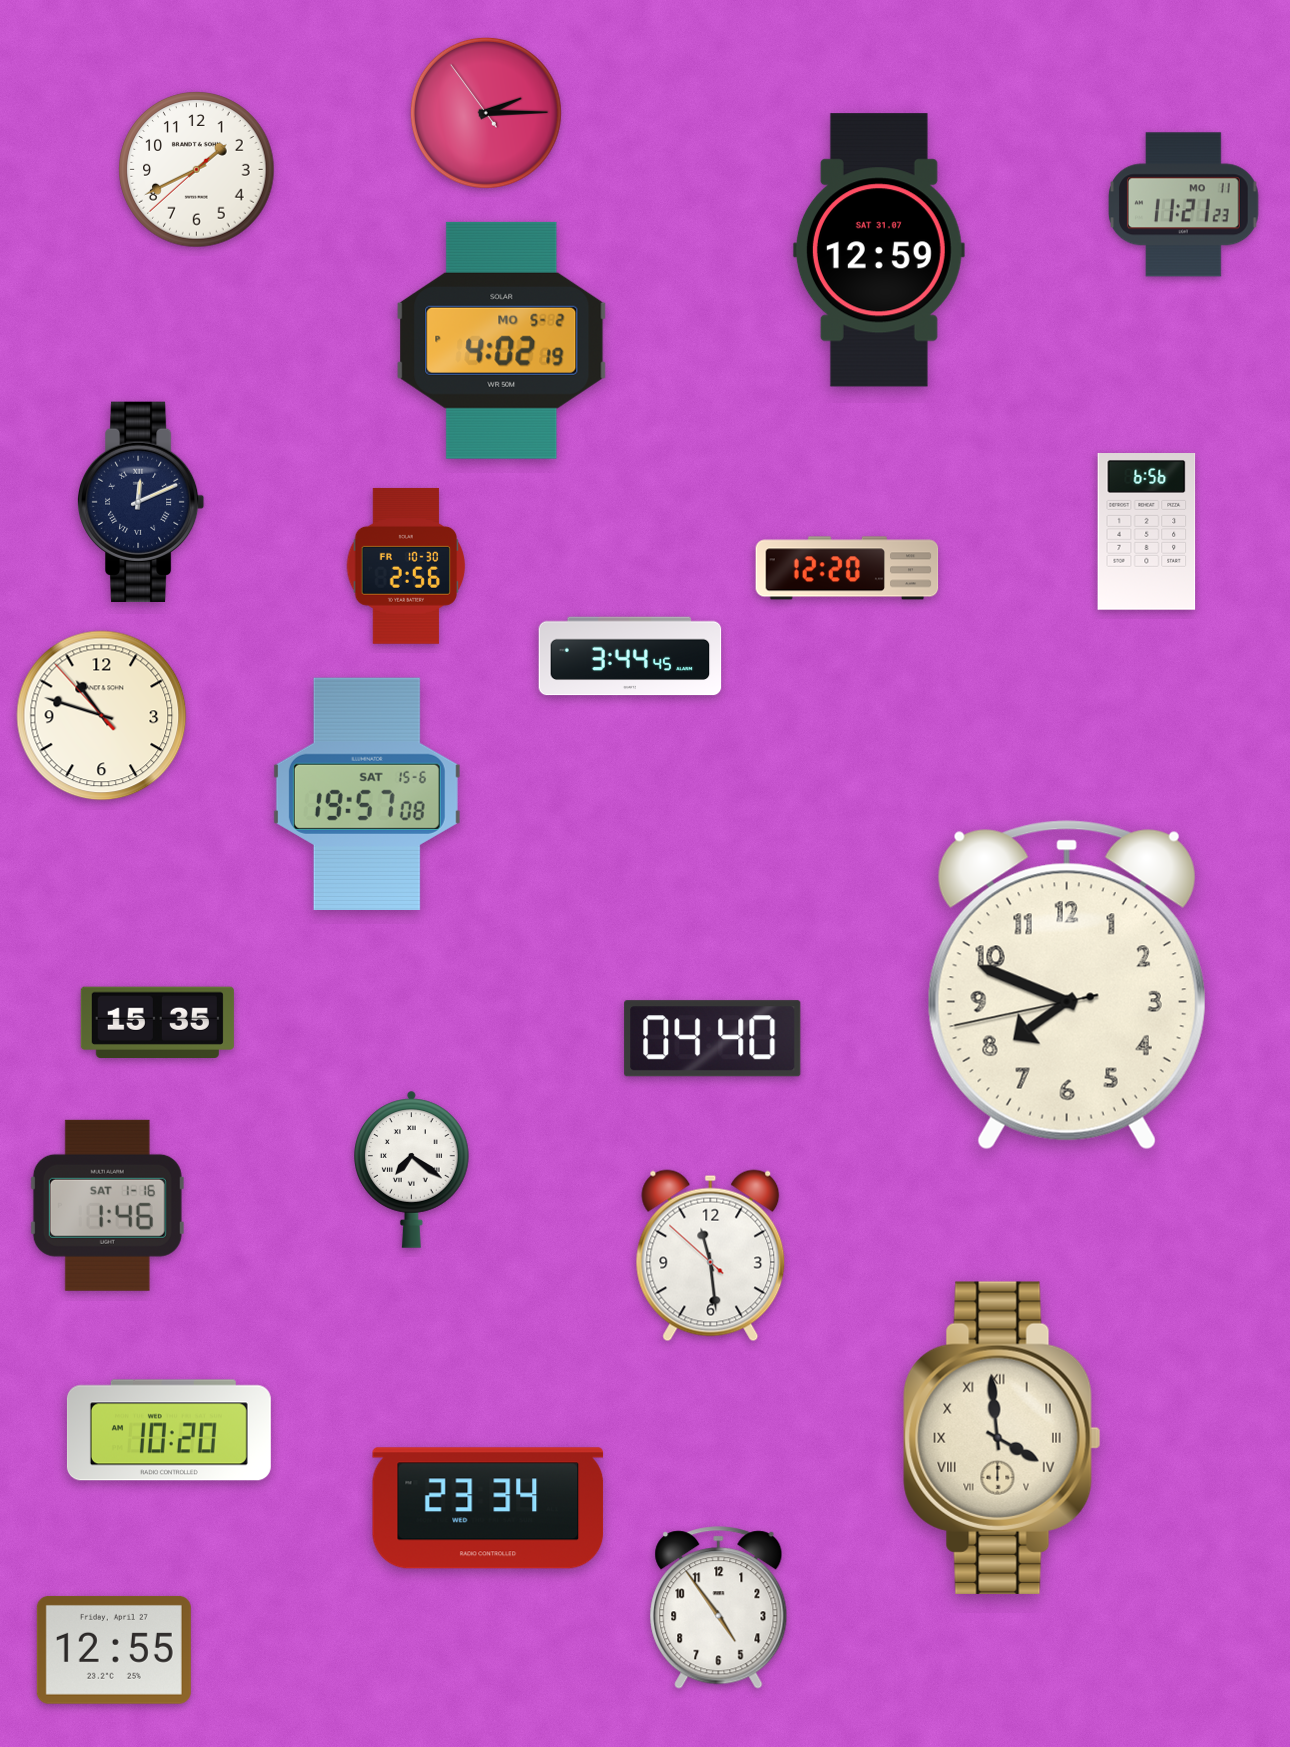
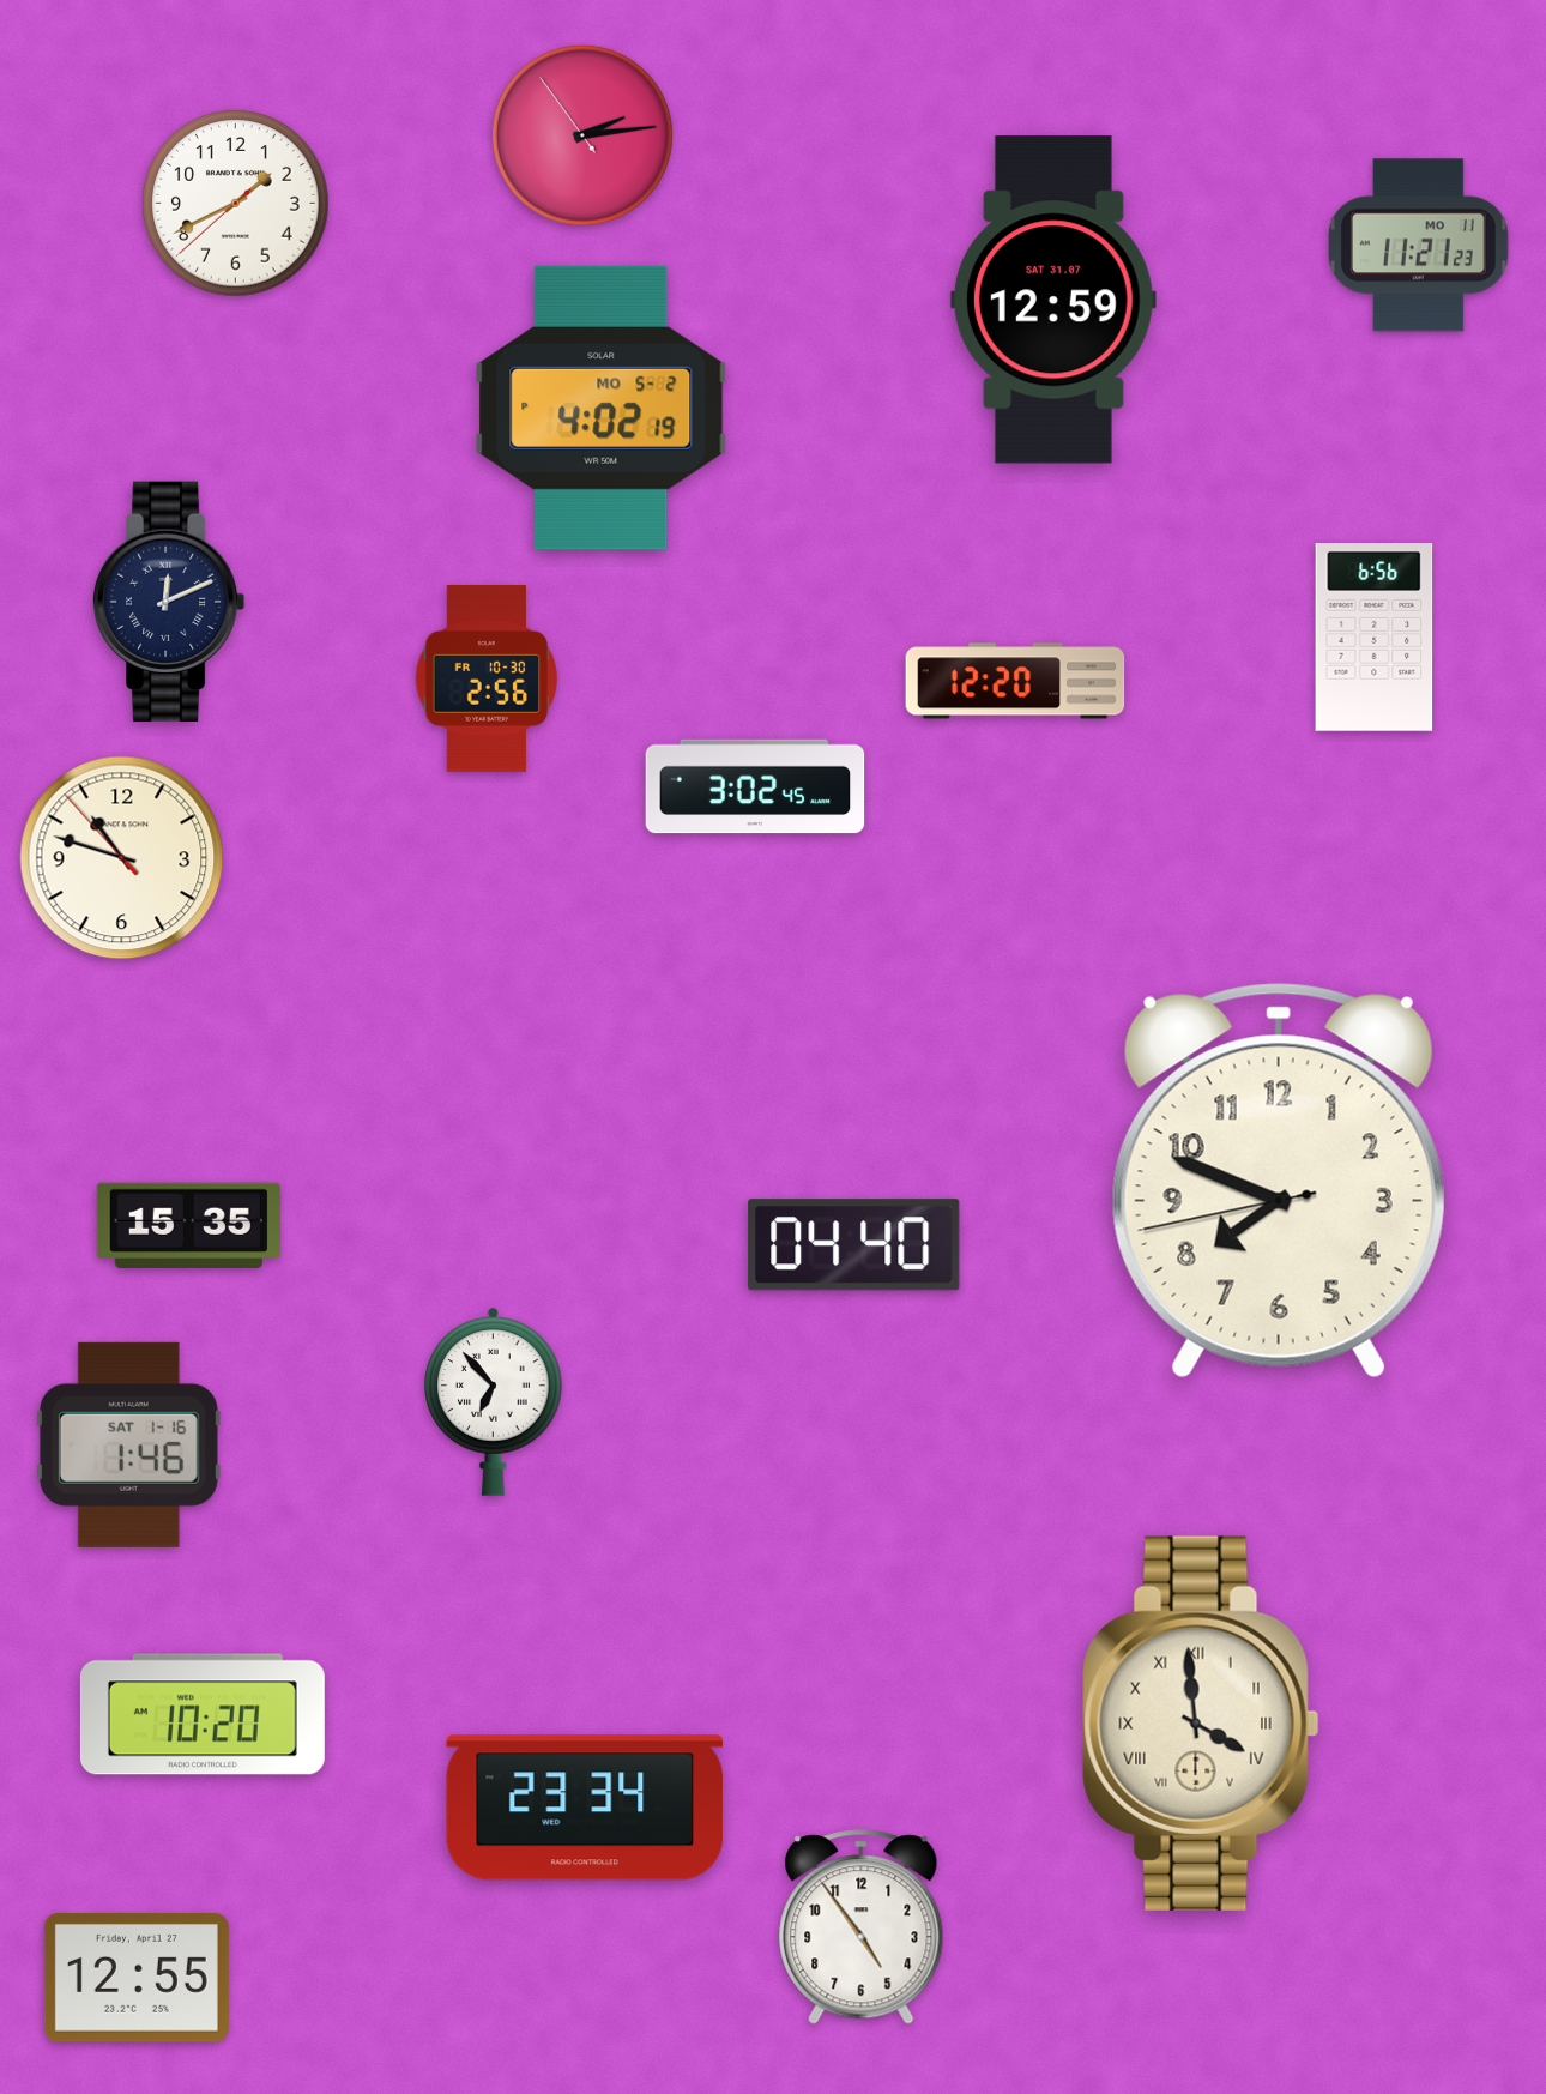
clock at (486, 113): 2:14 -> 2:13
clock at (630, 656): 3:44 -> 3:02
clock at (367, 794): 19:57 -> none
clock at (412, 1169): 7:21 -> 6:53
clock at (711, 1256): 11:28 -> none
